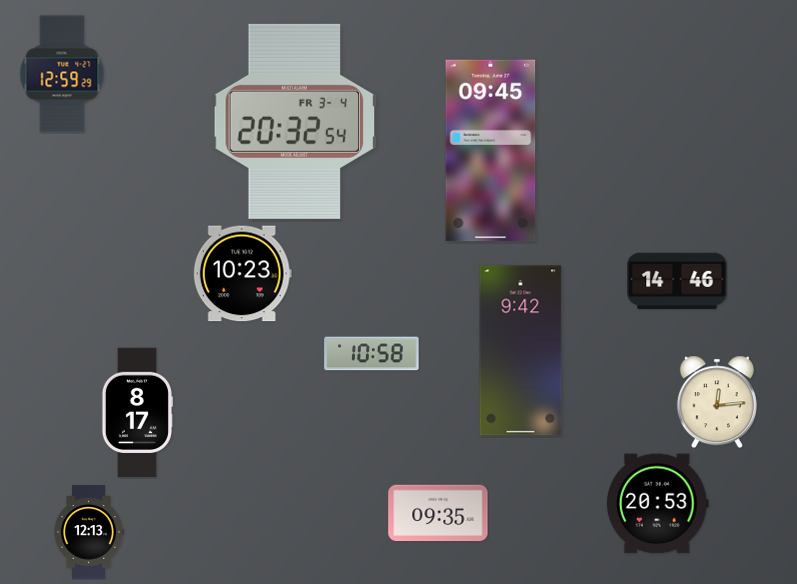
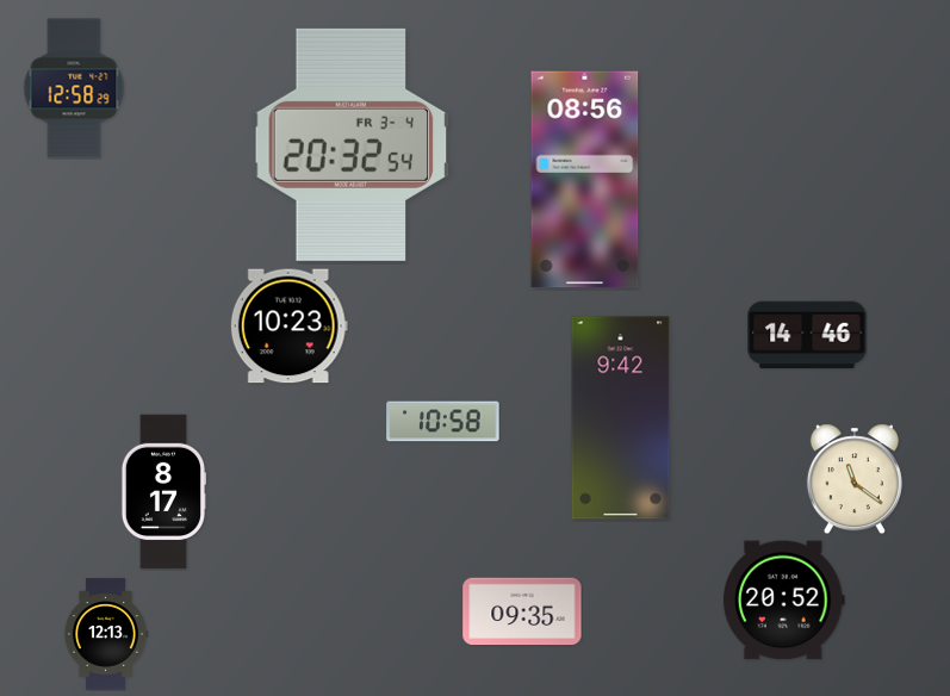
clock at (62, 74): 12:59 -> 12:58
clock at (491, 151): 09:45 -> 08:56
clock at (717, 402): 12:14 -> 11:21
clock at (657, 504): 20:53 -> 20:52
